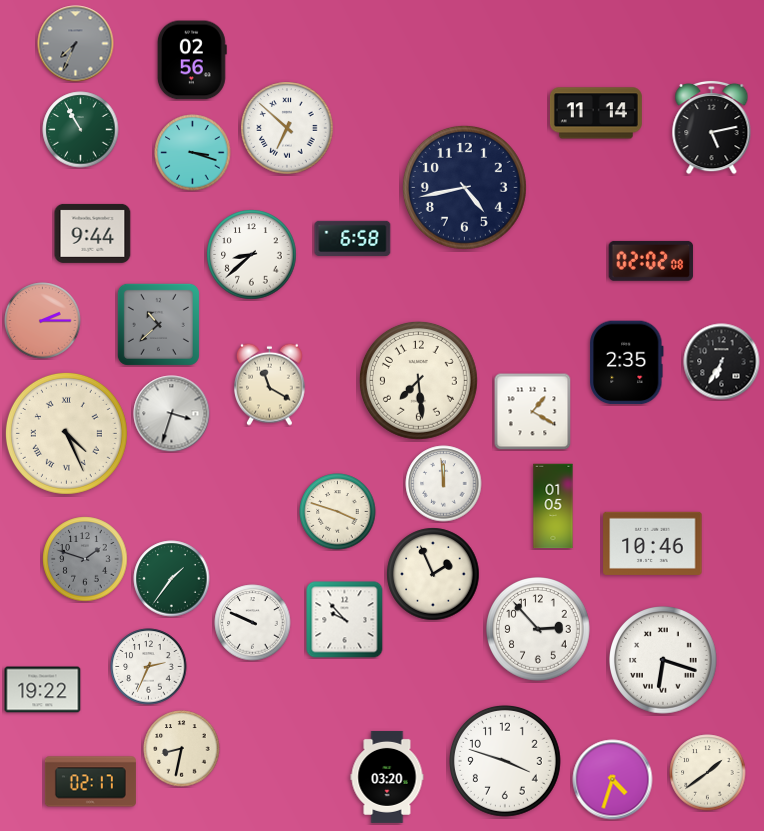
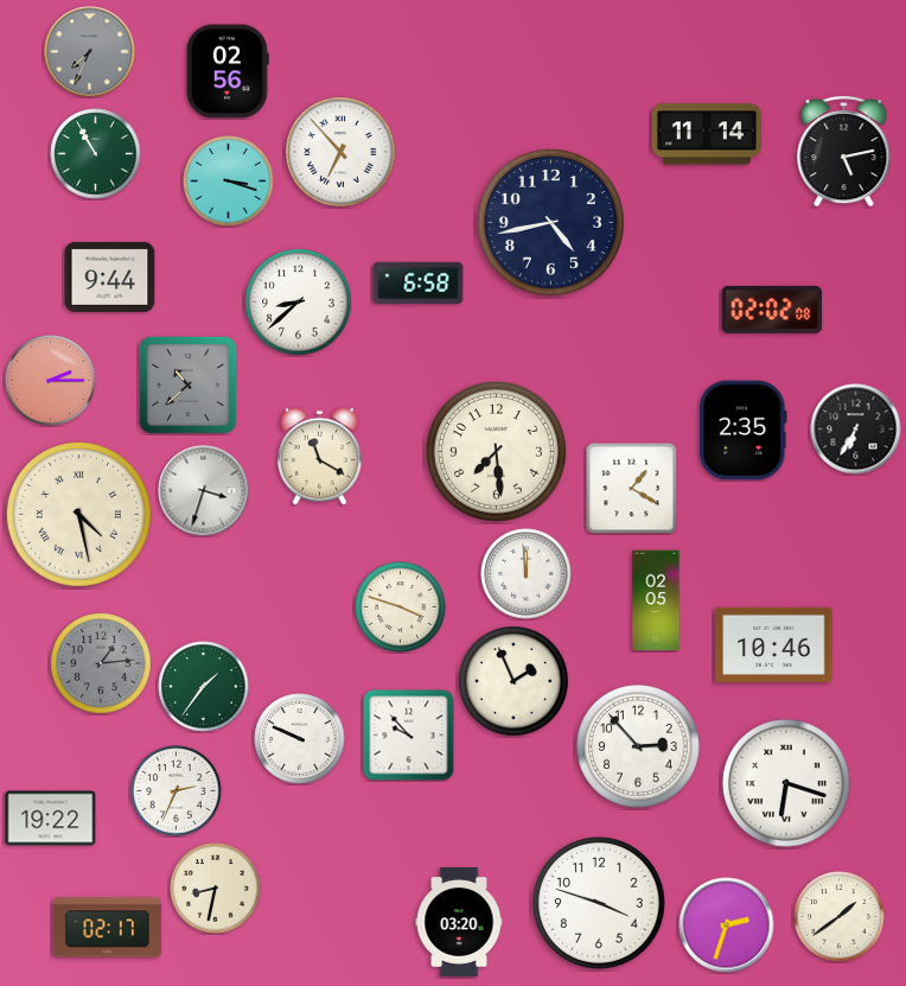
clock at (287, 128): 6:52 -> 6:53
clock at (66, 433): 4:26 -> 4:28
clock at (553, 506): 01:05 -> 02:05
clock at (85, 559): 1:48 -> 1:14
clock at (613, 780): 4:33 -> 2:33
